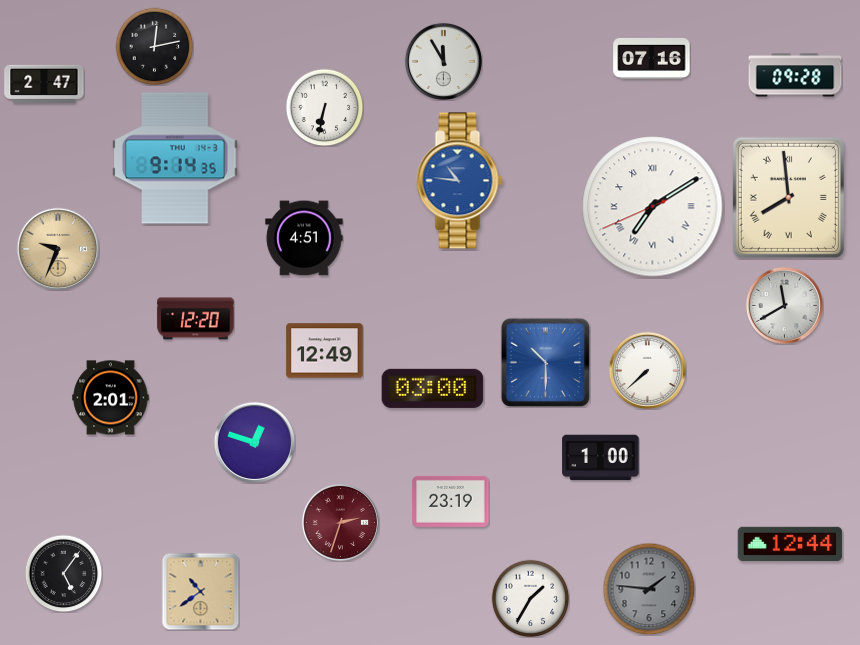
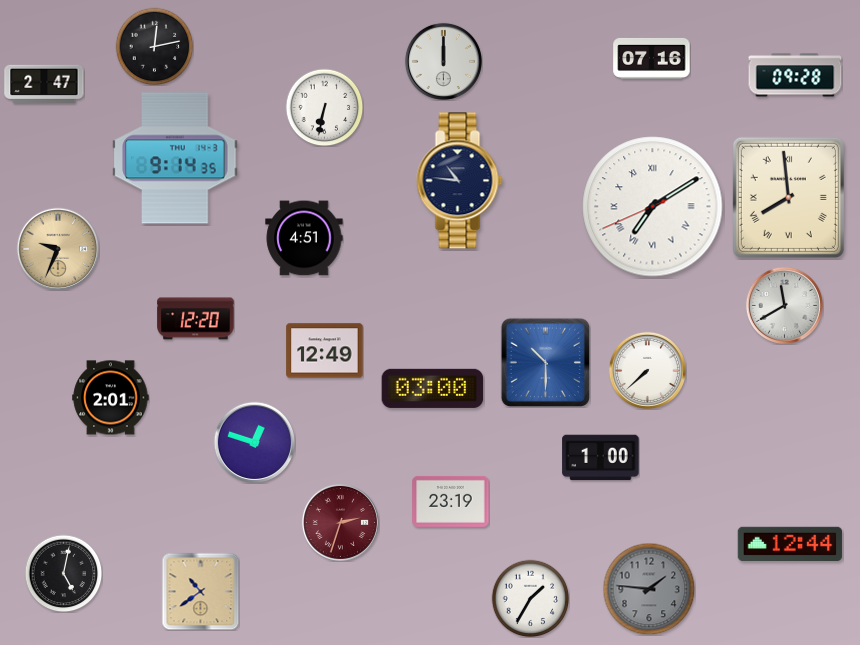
clock at (443, 61): 11:55 -> 12:00
clock at (460, 181) dial: blue -> navy
clock at (63, 573): 5:06 -> 5:02
